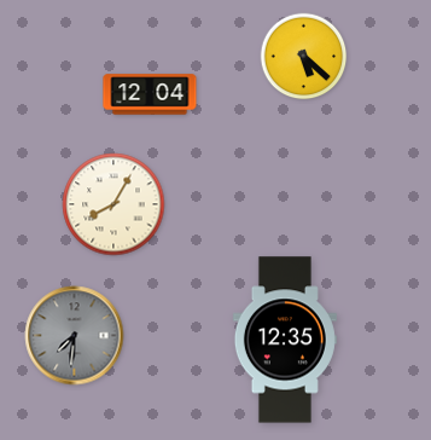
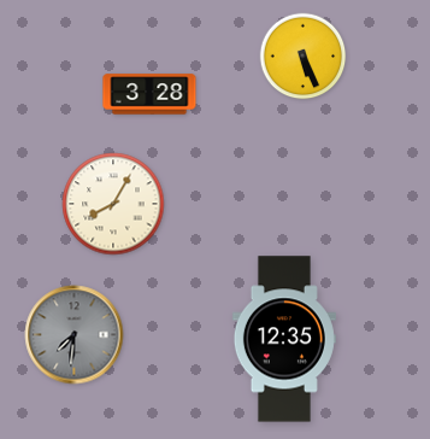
clock at (304, 57): 5:22 -> 5:26
clock at (150, 94): 12:04 -> 3:28
